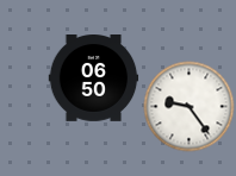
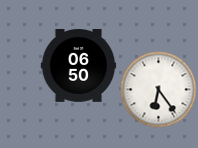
clock at (190, 107): 9:24 -> 6:24
